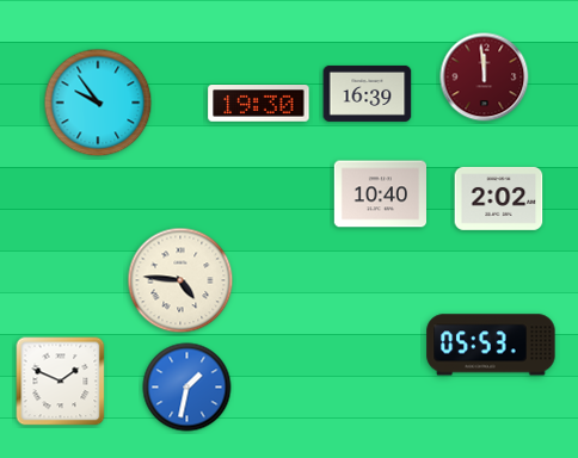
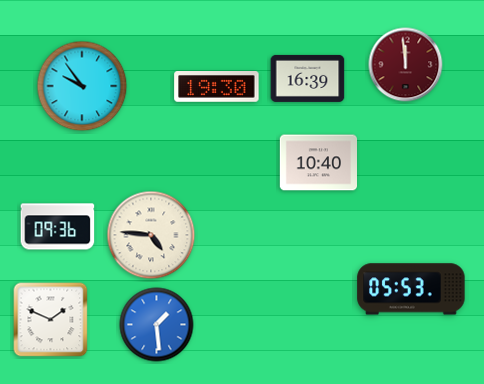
clock at (499, 199): 2:02 -> none
clock at (58, 227): none -> 09:36
clock at (187, 388): 1:32 -> 1:29
